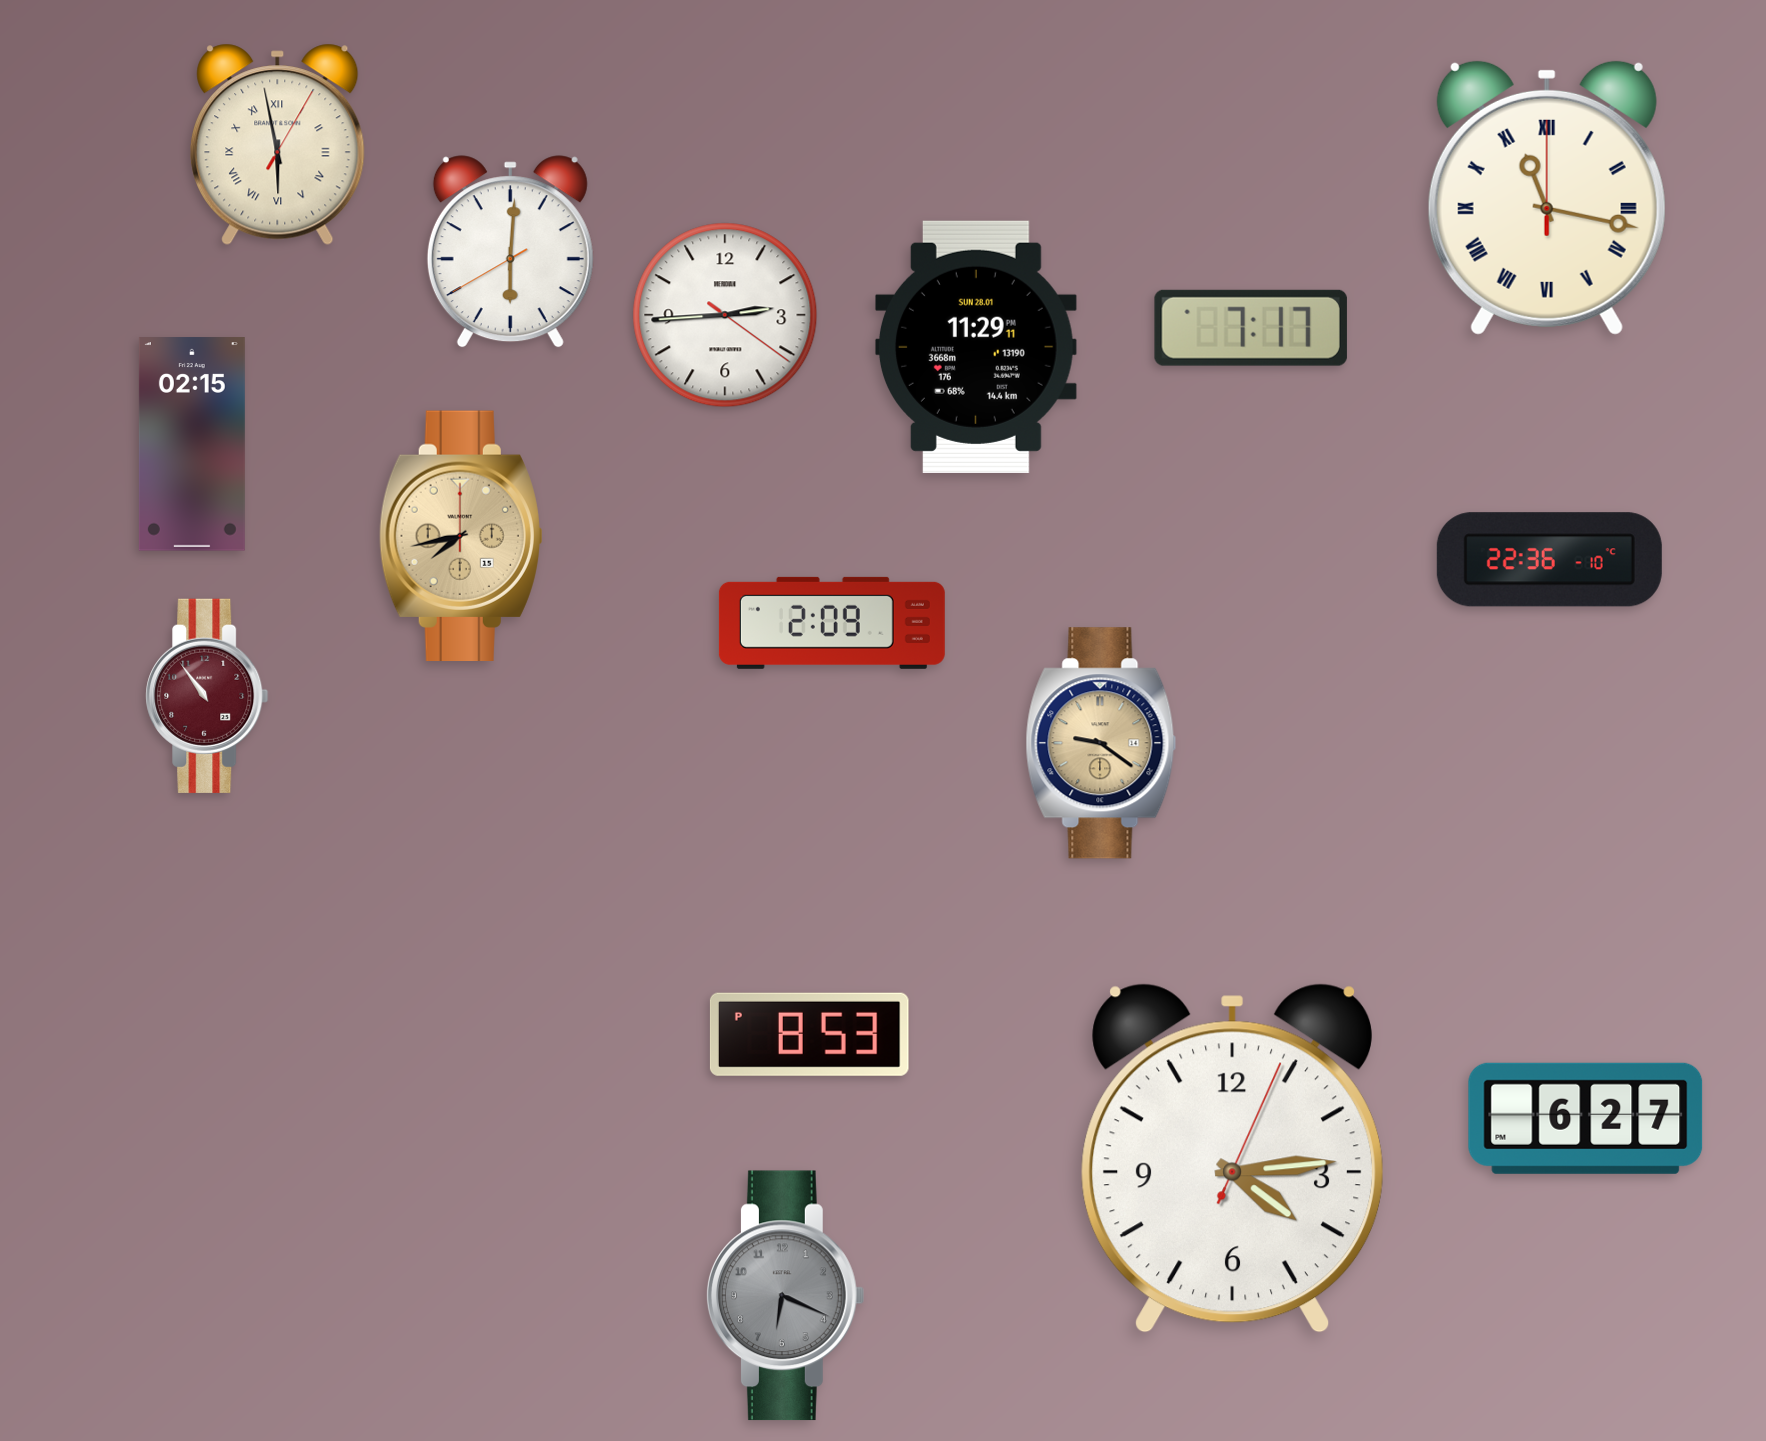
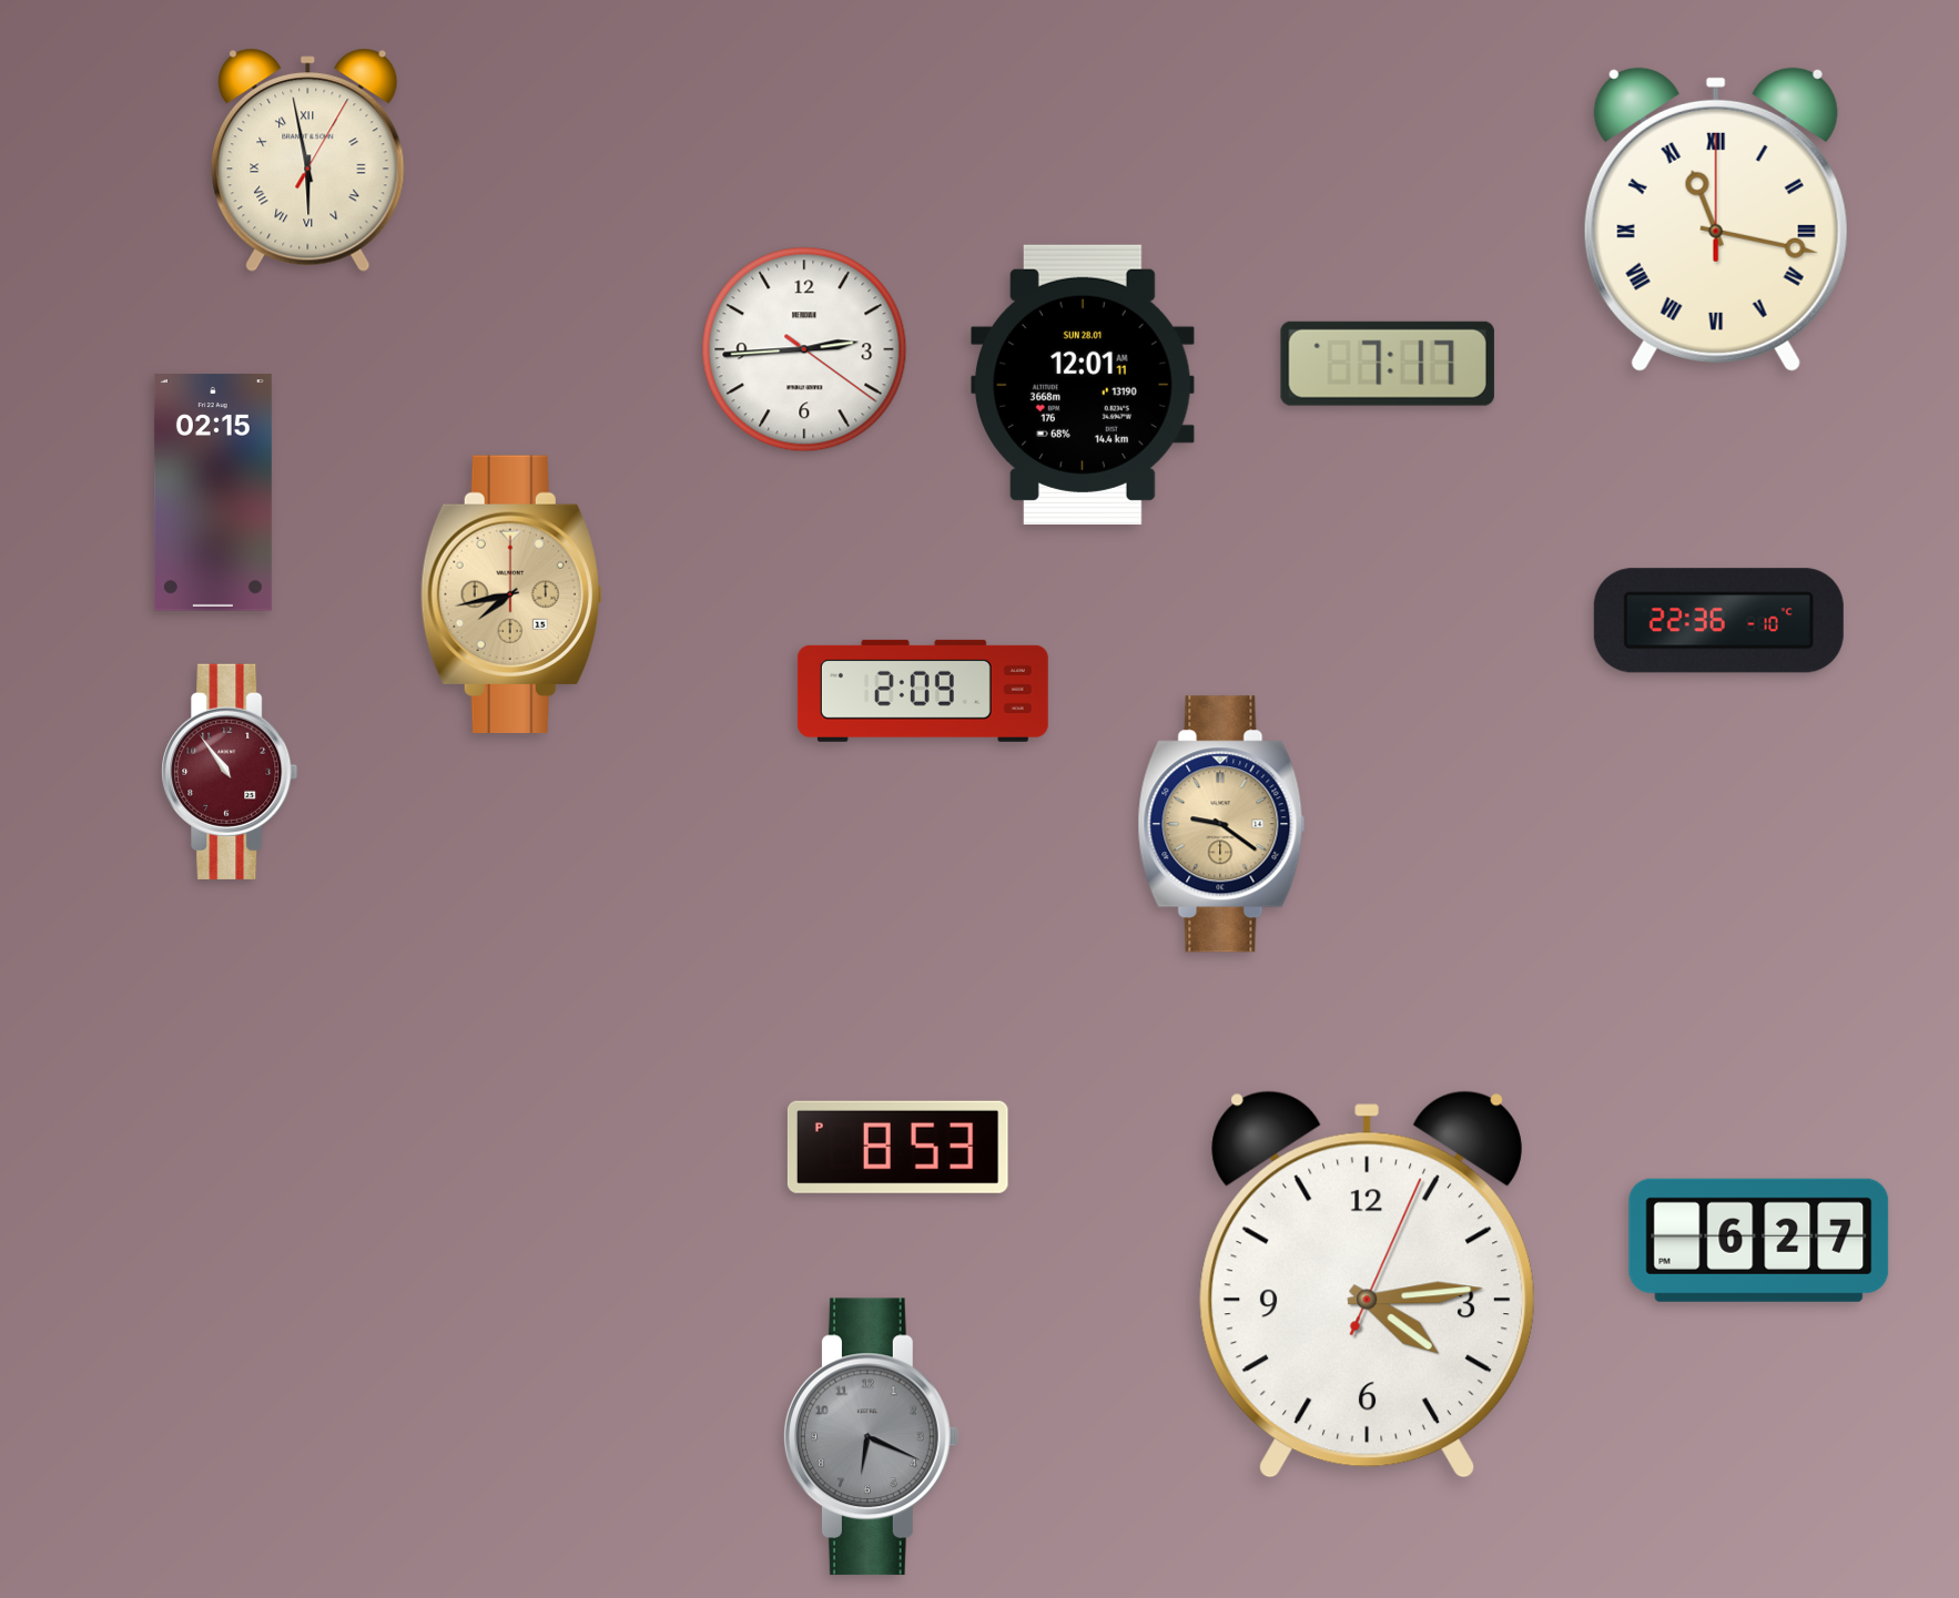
clock at (510, 252): 6:00 -> none
clock at (976, 347): 11:29 -> 12:01
